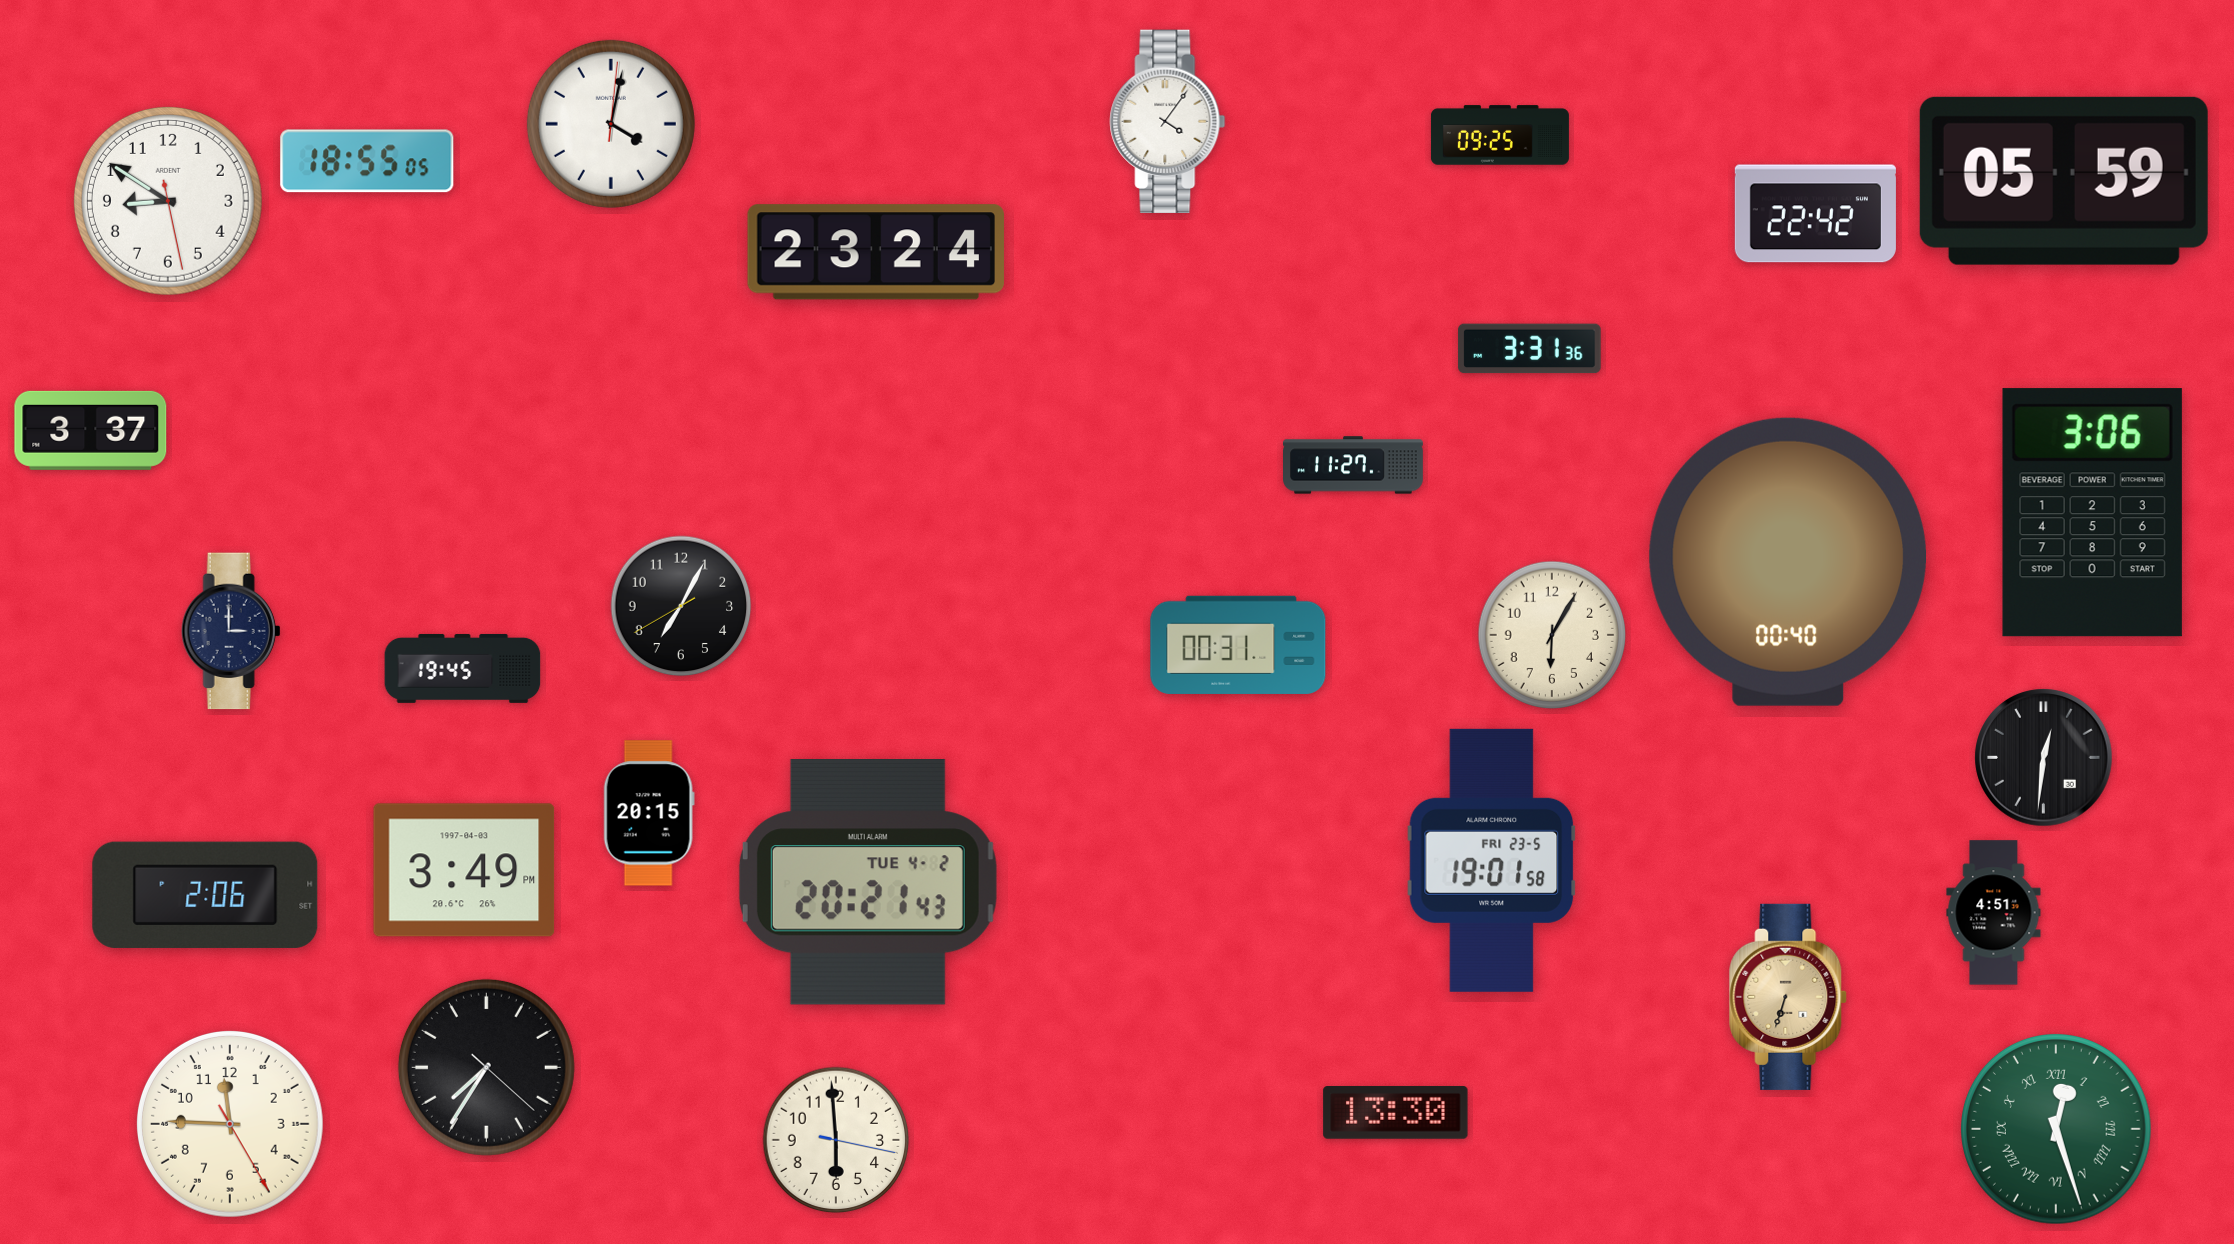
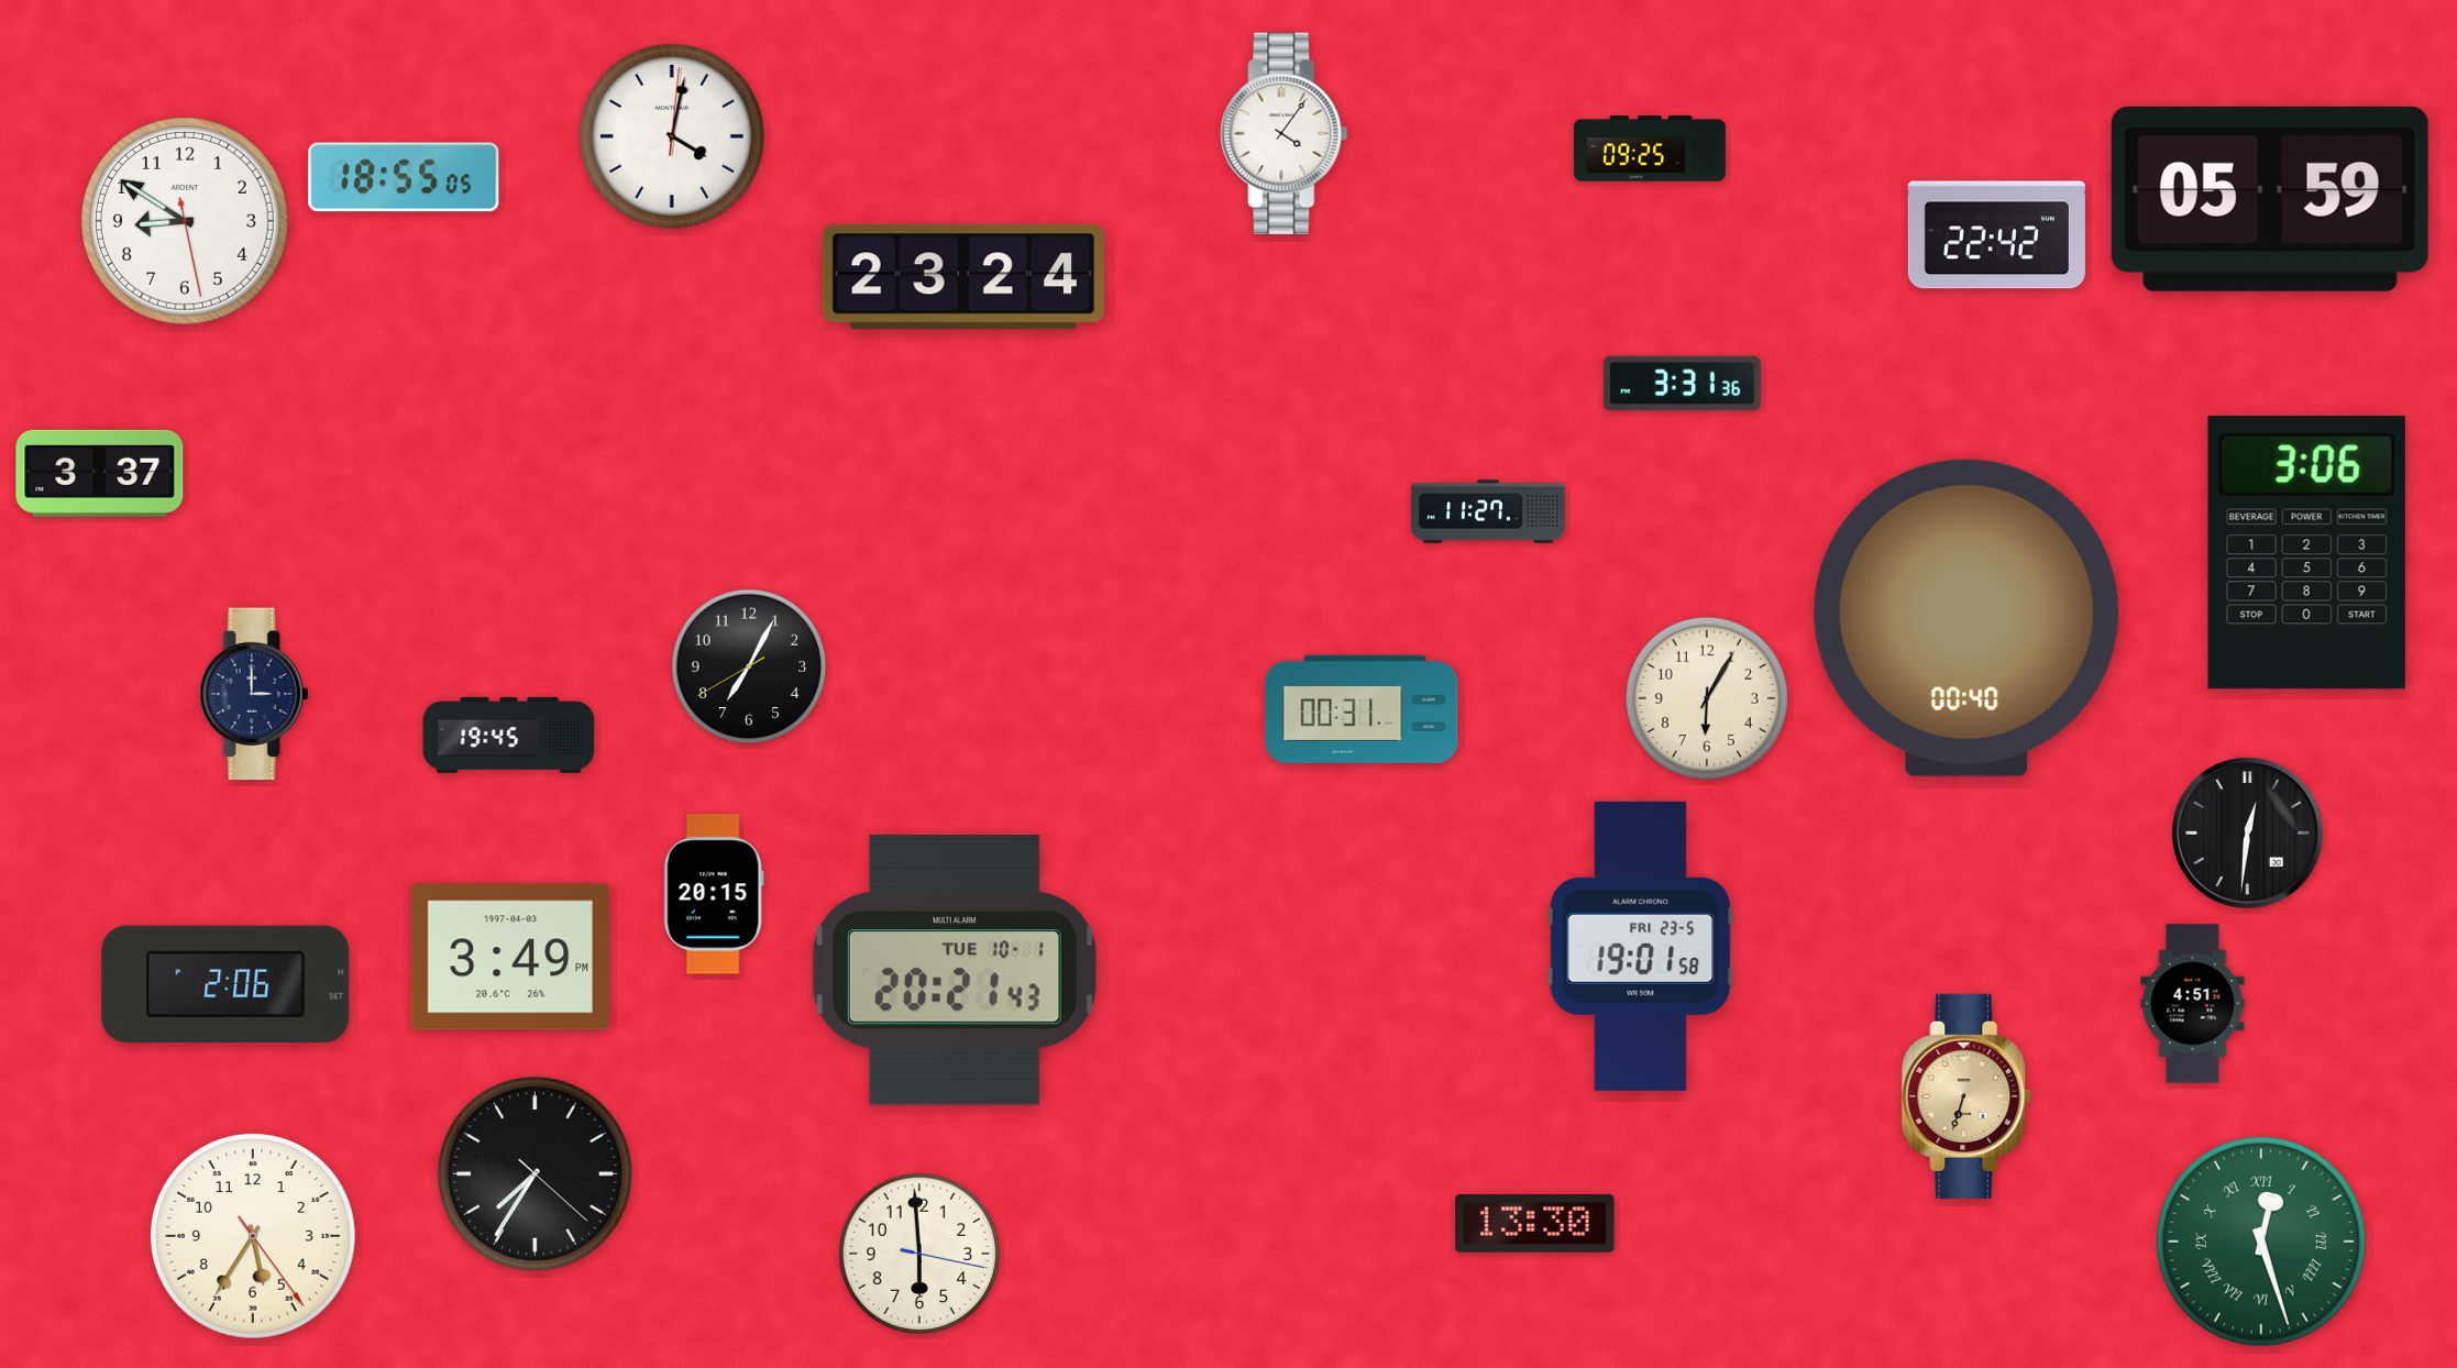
clock at (2092, 513) position: (2092, 513) -> (2306, 553)
clock at (868, 883) date: TUE 4-2 -> TUE 10-1
clock at (230, 1124): 11:45 -> 5:35
